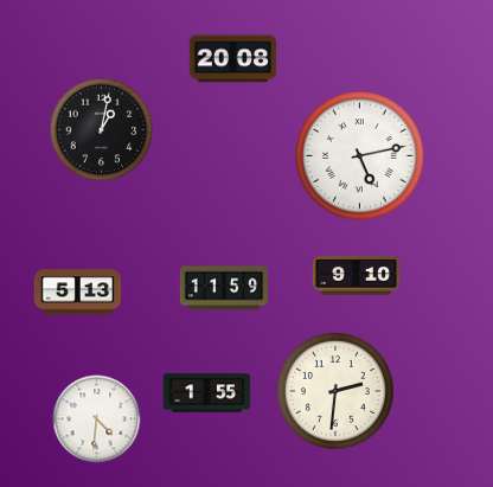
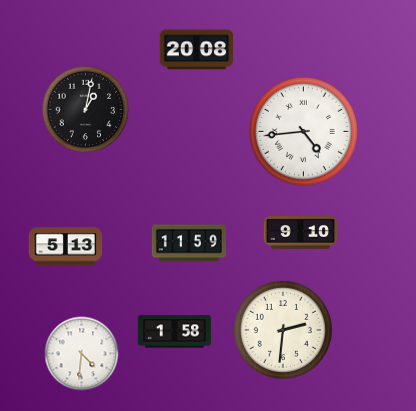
clock at (360, 156): 5:13 -> 4:44
clock at (207, 393): 1:55 -> 1:58
